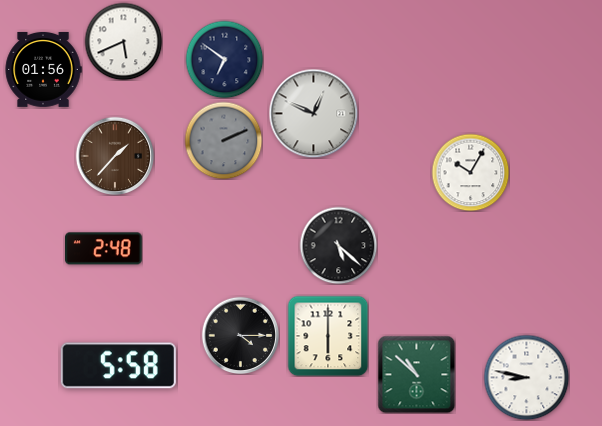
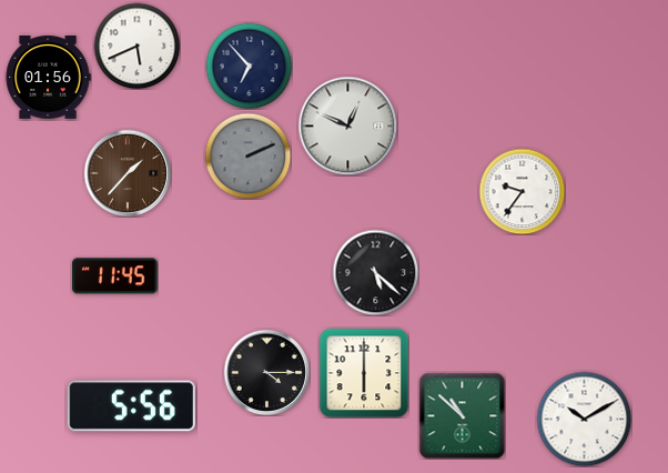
clock at (224, 59): 6:51 -> 6:53
clock at (470, 172): 10:05 -> 9:36
clock at (104, 249): 2:48 -> 11:45
clock at (118, 366): 5:58 -> 5:56
clock at (526, 377): 8:47 -> 10:10
